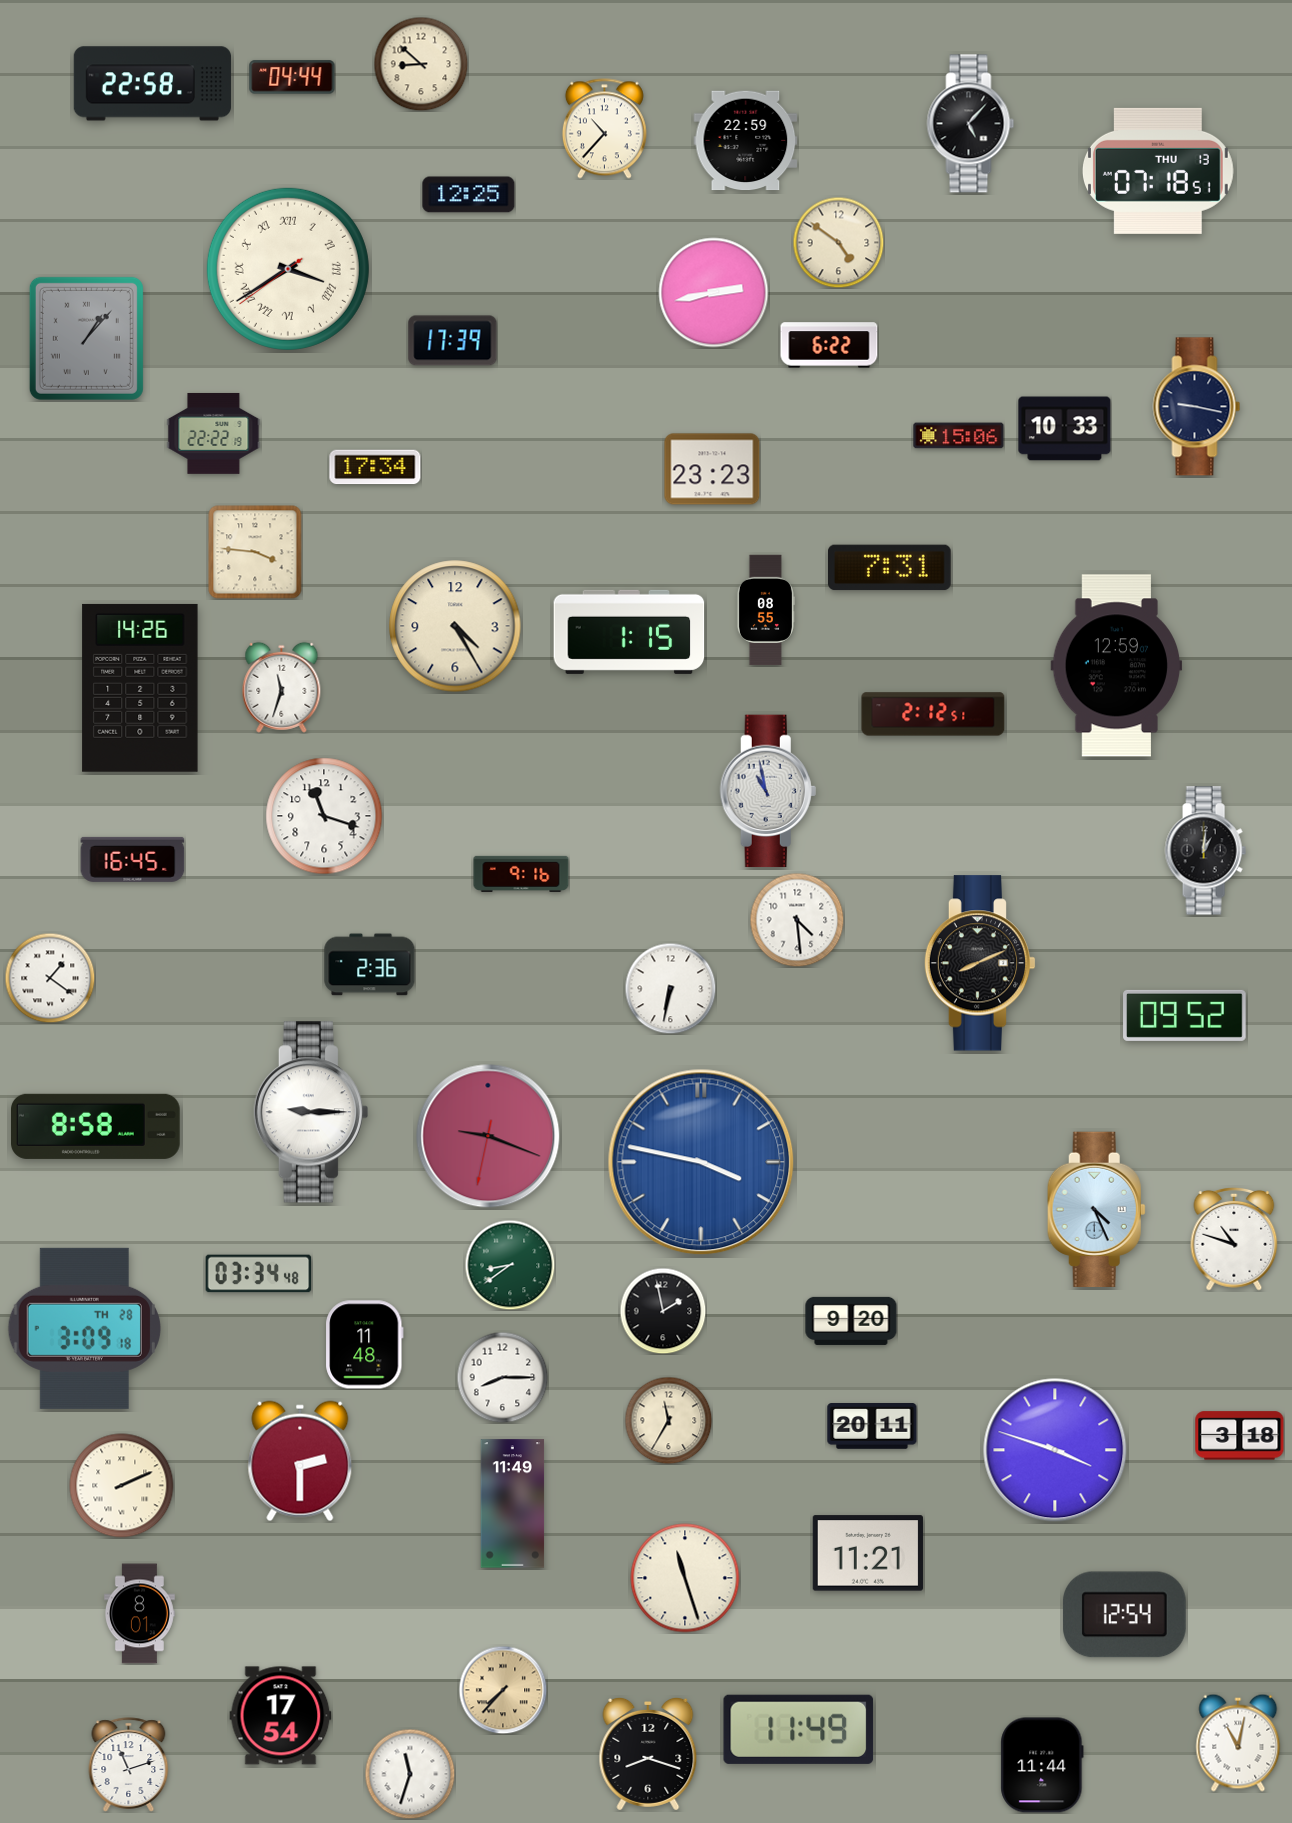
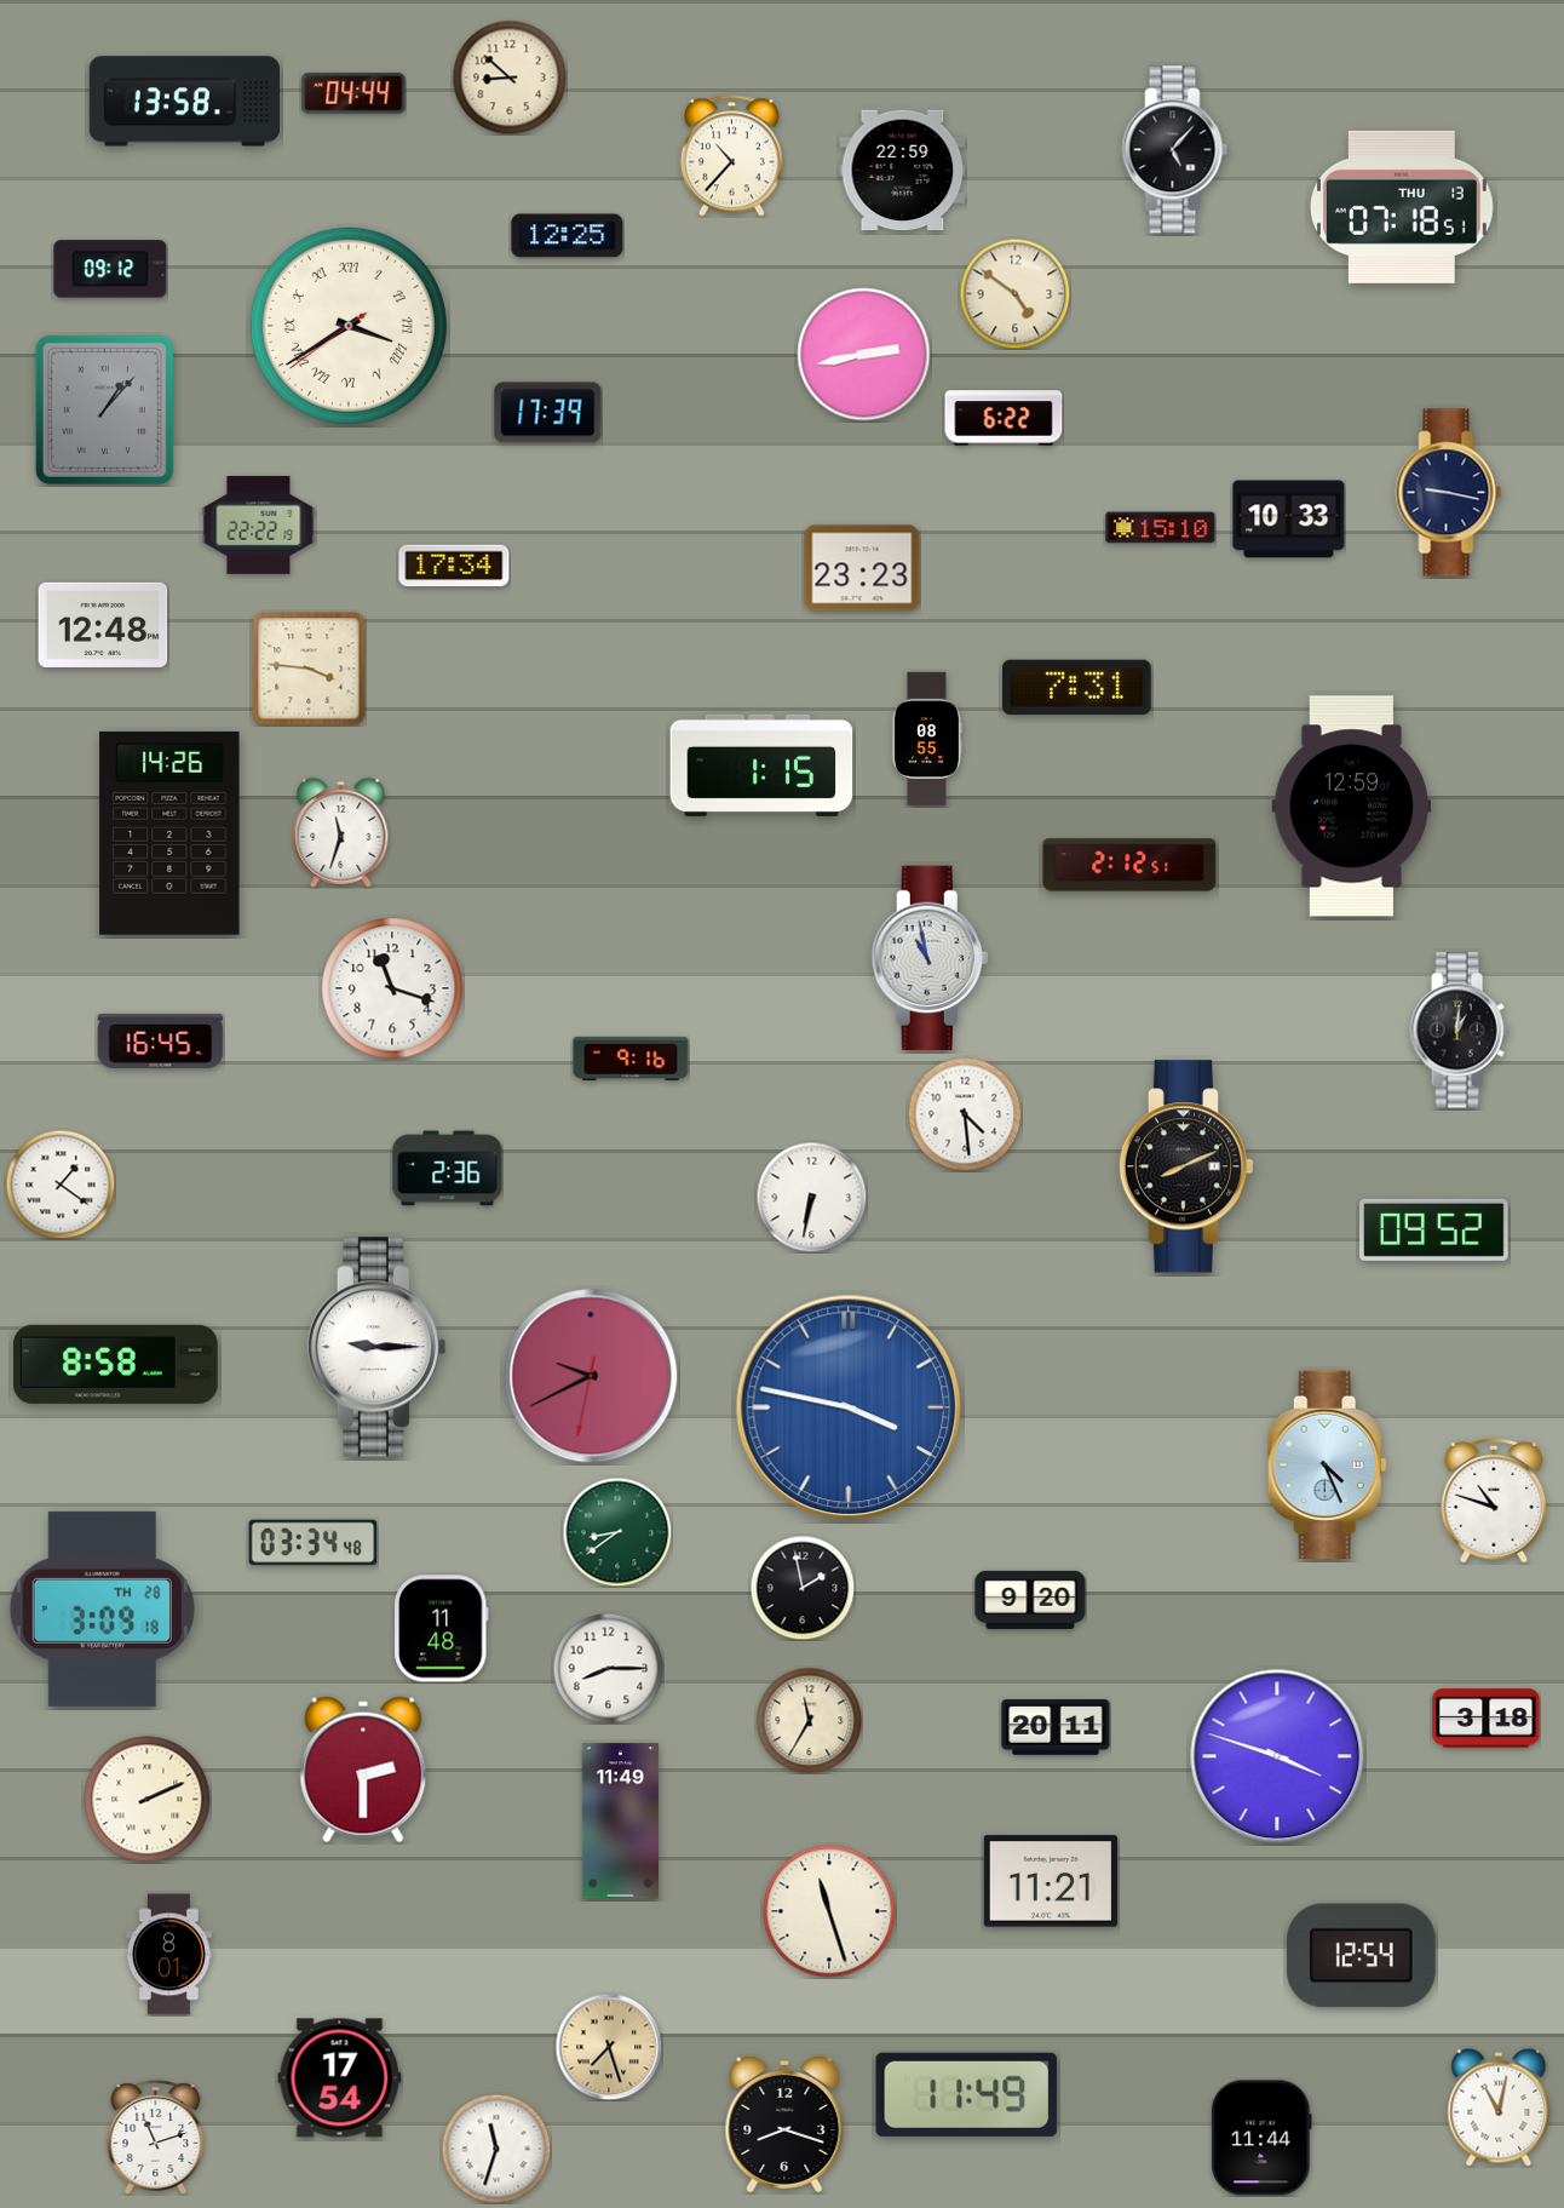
clock at (152, 84): 22:58 -> 13:58
clock at (110, 269): none -> 09:12
clock at (959, 436): 15:06 -> 15:10
clock at (103, 625): none -> 12:48
clock at (455, 626): 4:25 -> none
clock at (488, 1136): 9:18 -> 9:40
clock at (1240, 1436) position: (1240, 1436) -> (1487, 1719)
clock at (503, 1690): 7:37 -> 7:27
clock at (1238, 1743) position: (1238, 1743) -> (1499, 2107)
